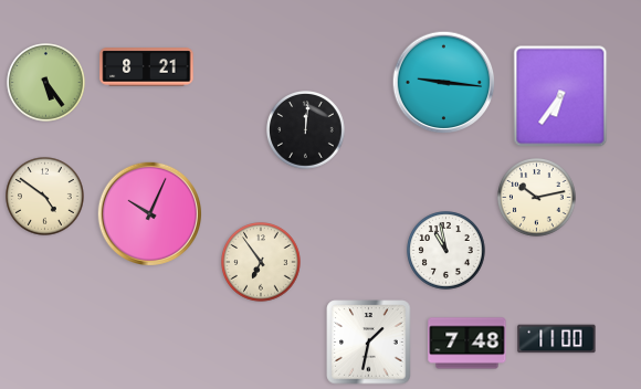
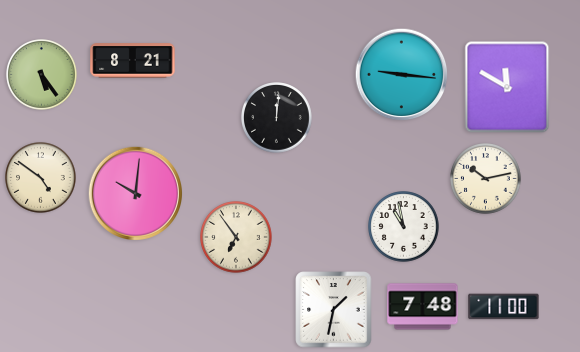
clock at (560, 96): 6:36 -> 11:50
clock at (149, 213): 10:04 -> 10:01
clock at (467, 344) position: (467, 344) -> (423, 307)
